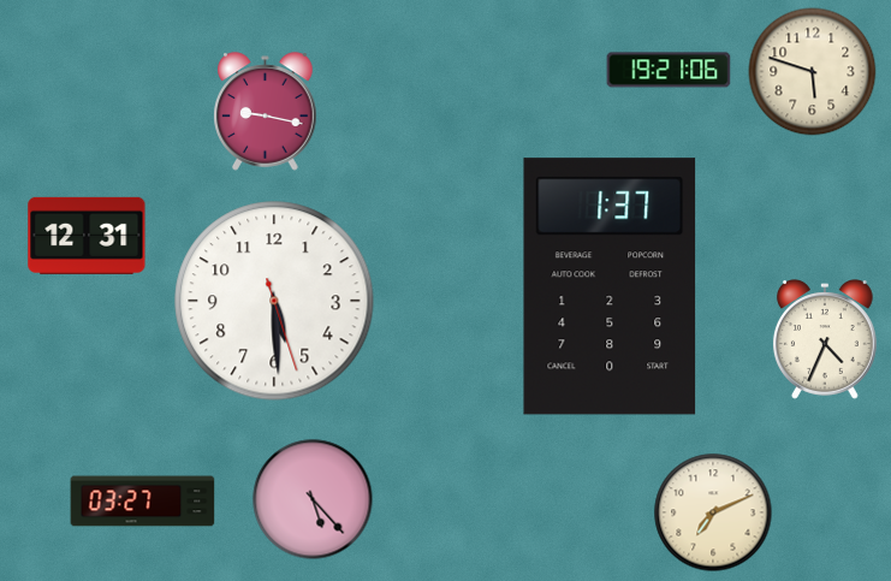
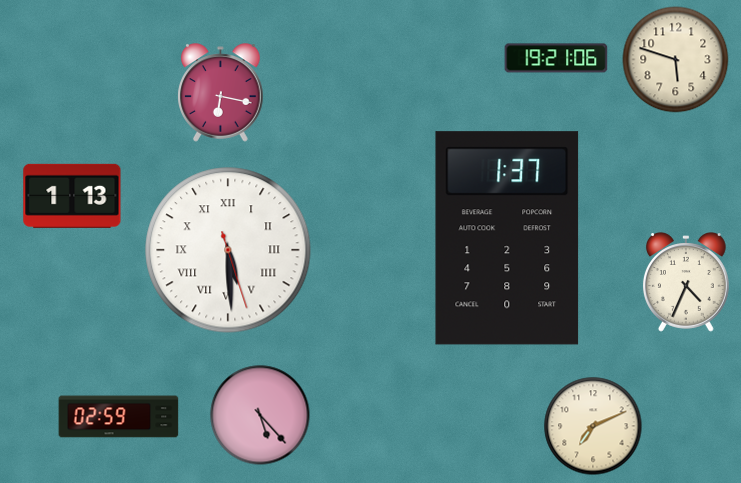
clock at (266, 112): 9:17 -> 6:17
clock at (87, 236): 12:31 -> 1:13
clock at (274, 301) numerals: Arabic -> Roman
clock at (143, 502): 03:27 -> 02:59
